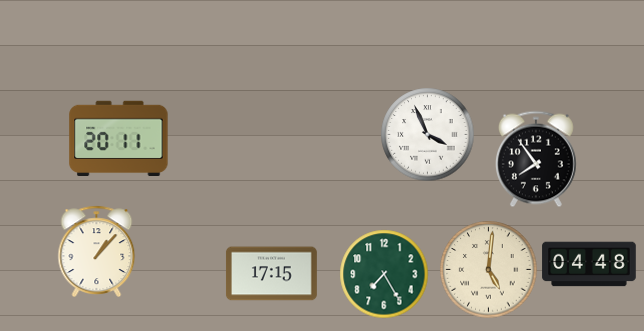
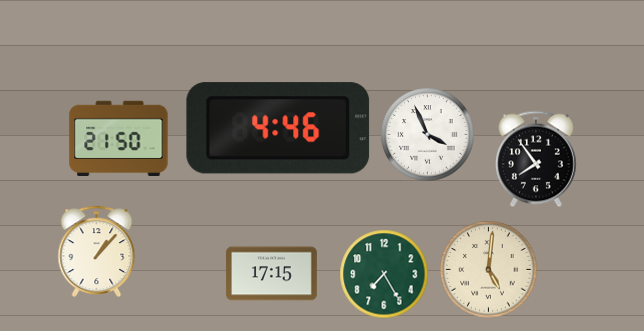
clock at (278, 128): none -> 4:46
clock at (119, 138): 20:11 -> 21:50
clock at (589, 264): 04:48 -> none
